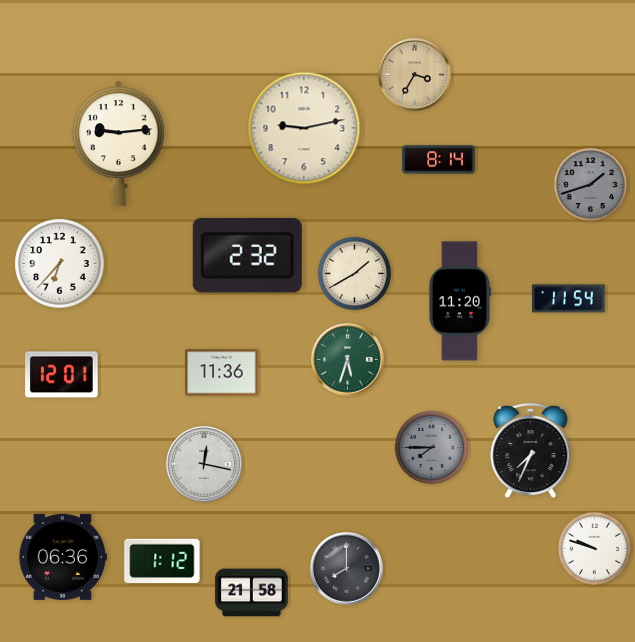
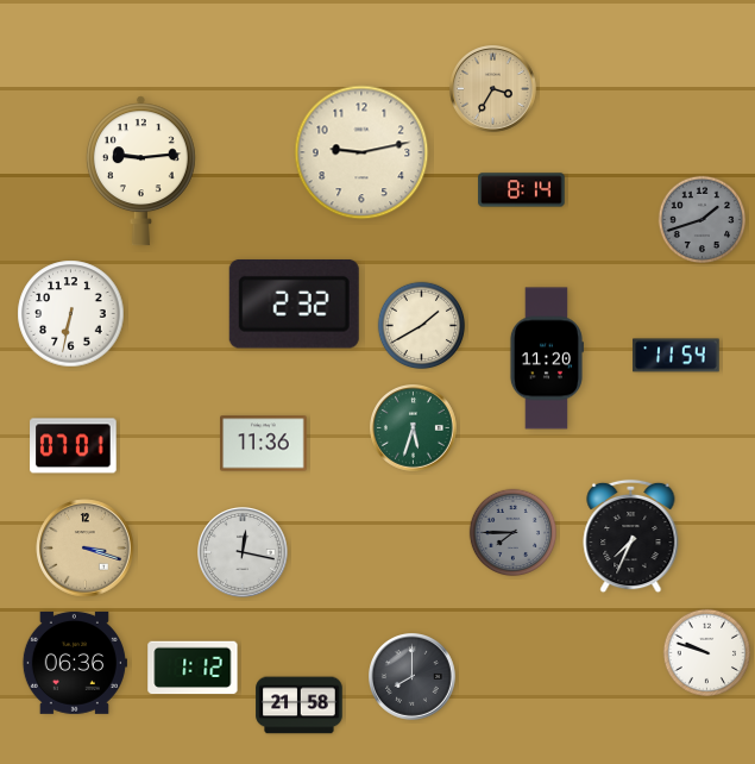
clock at (60, 264): 6:37 -> 6:32
clock at (62, 375): 12:01 -> 07:01
clock at (86, 549): none -> 3:18
